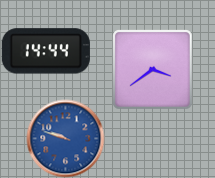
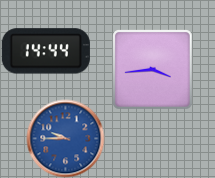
clock at (153, 70): 3:39 -> 3:44
clock at (65, 138): 9:48 -> 9:45
